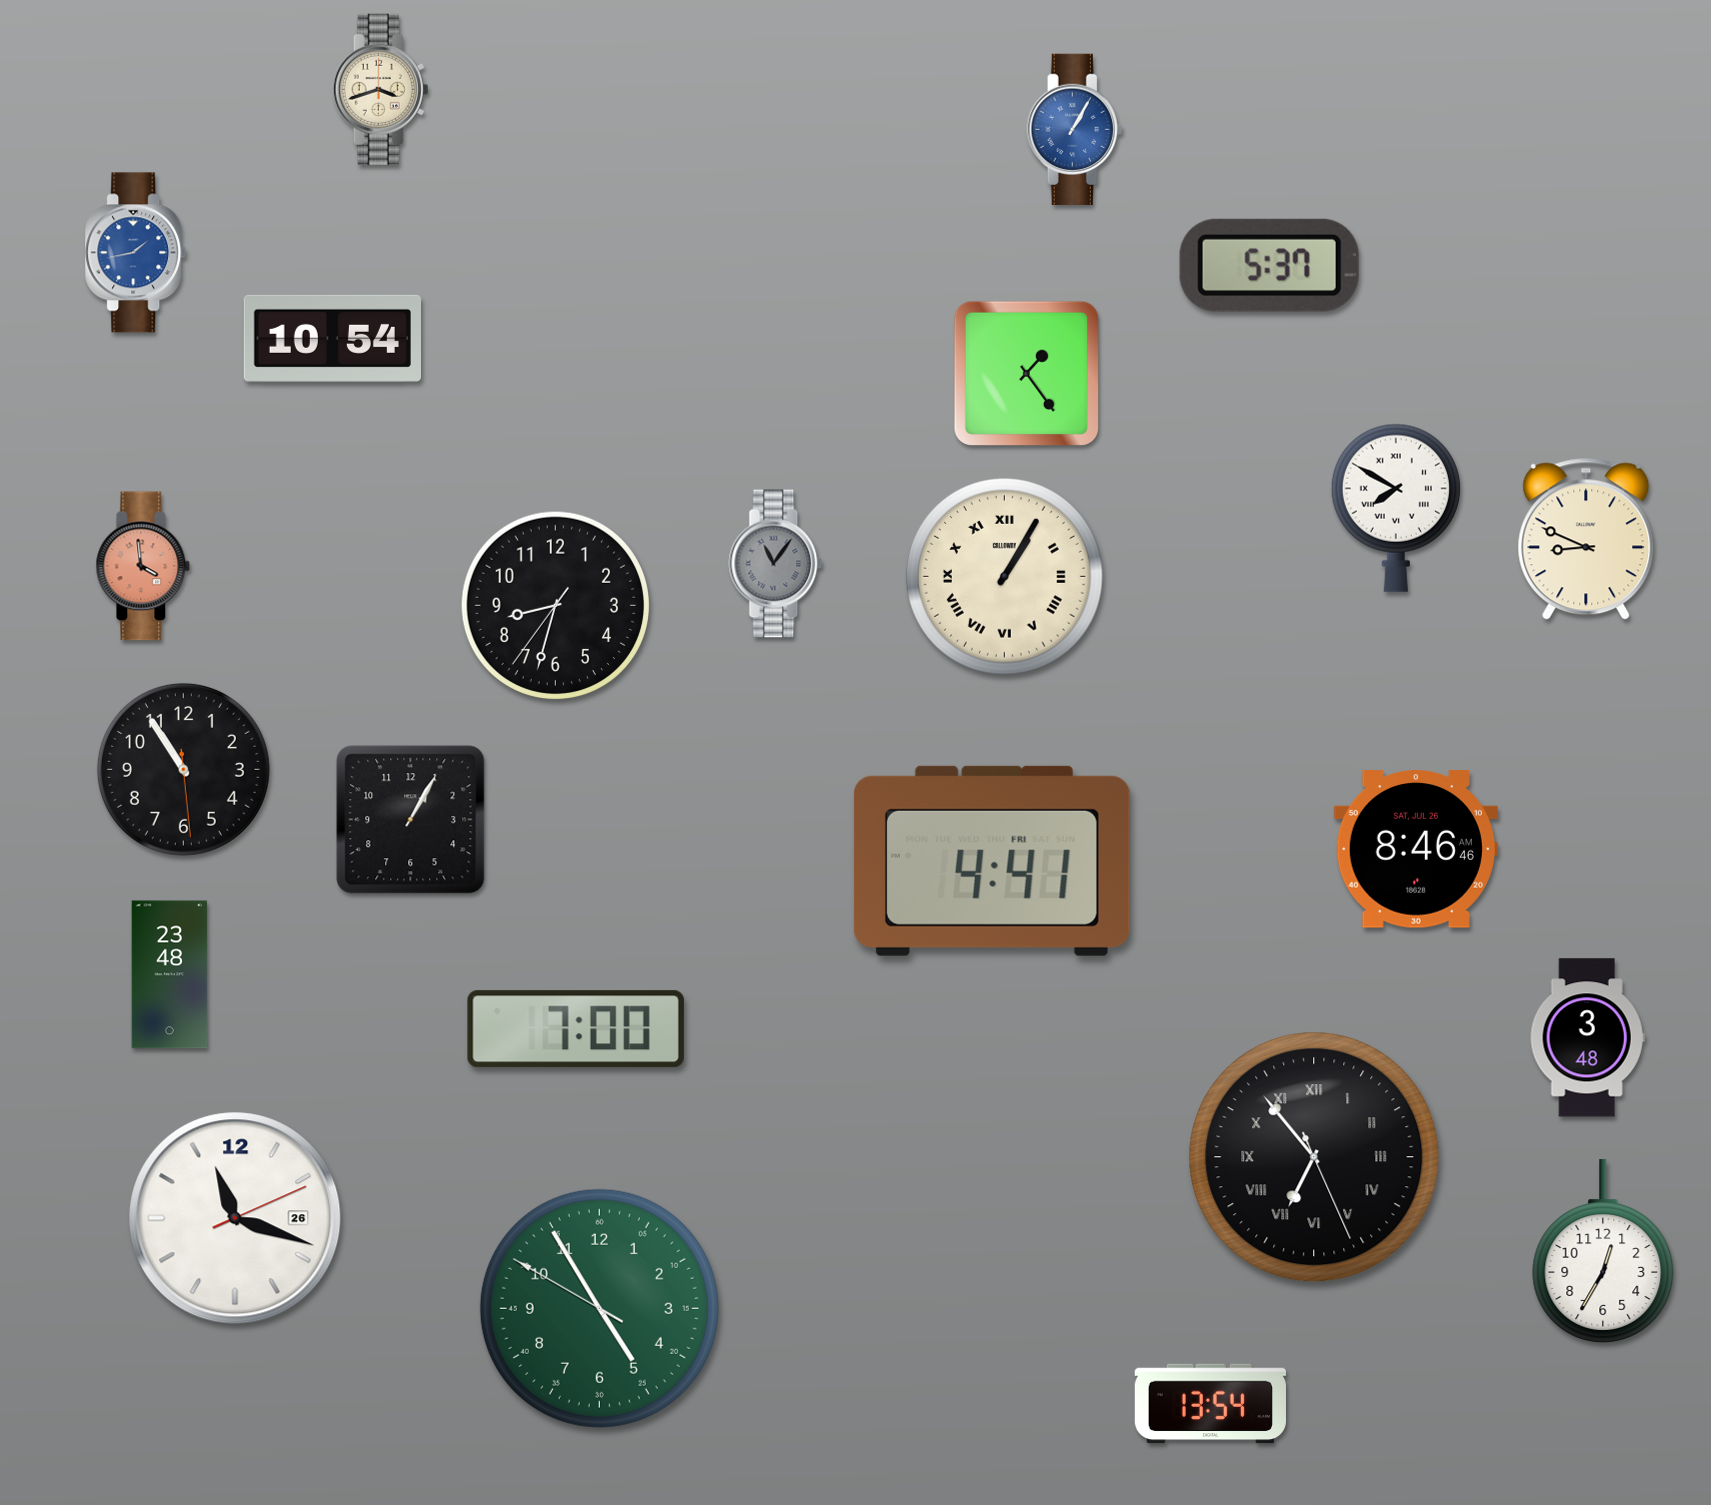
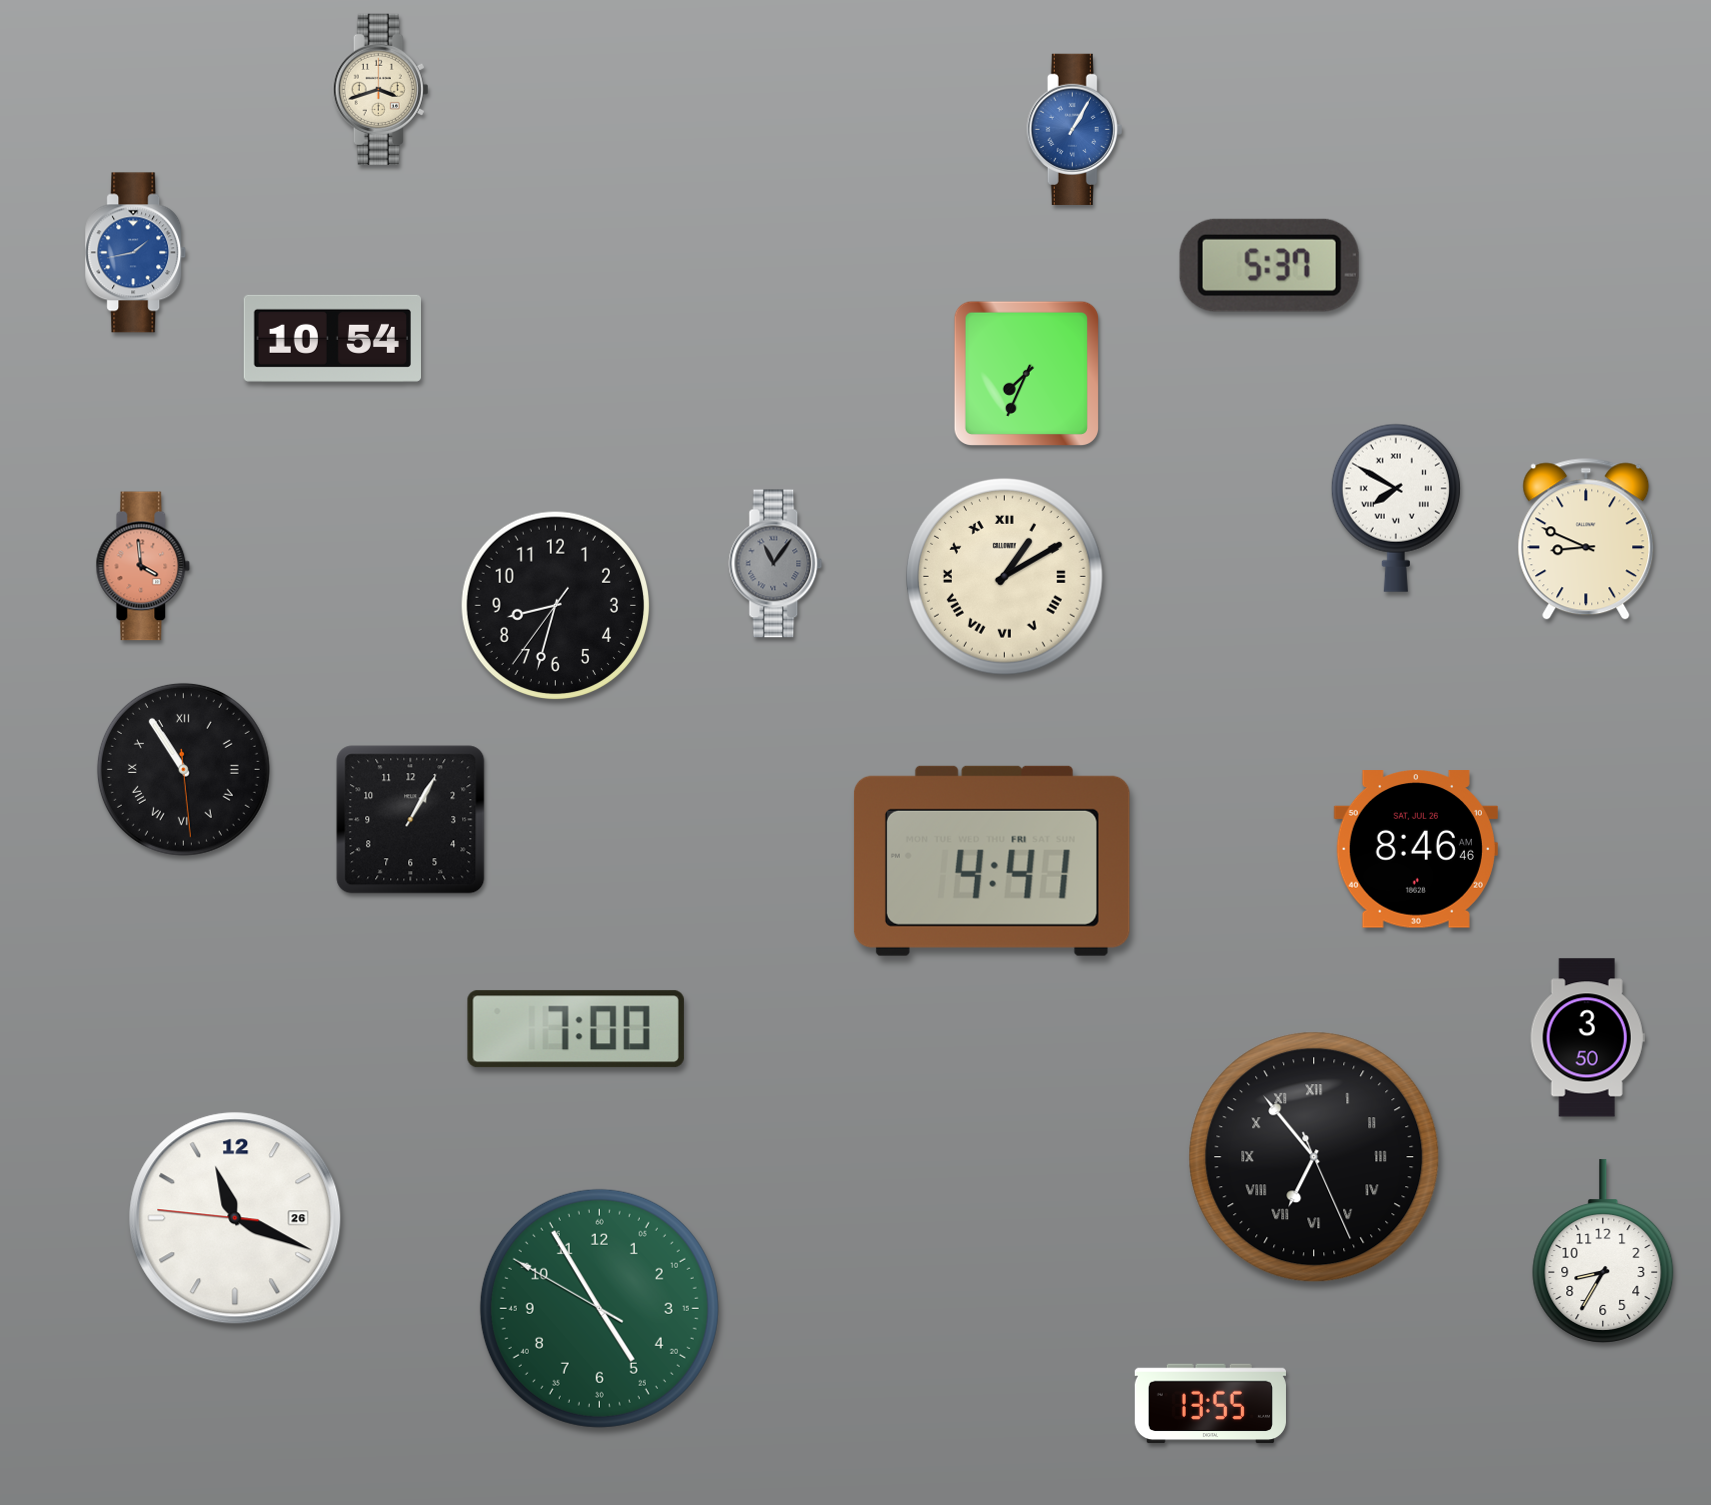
clock at (1026, 373): 1:24 -> 7:34
clock at (1004, 576): 1:05 -> 1:10
clock at (183, 769) numerals: Arabic -> Roman
clock at (170, 975): 23:48 -> none
clock at (1587, 1038): 3:48 -> 3:50
clock at (235, 1218): 11:18:11 -> 11:18:46
clock at (1603, 1251): 12:35 -> 8:35
clock at (1210, 1404): 13:54 -> 13:55
